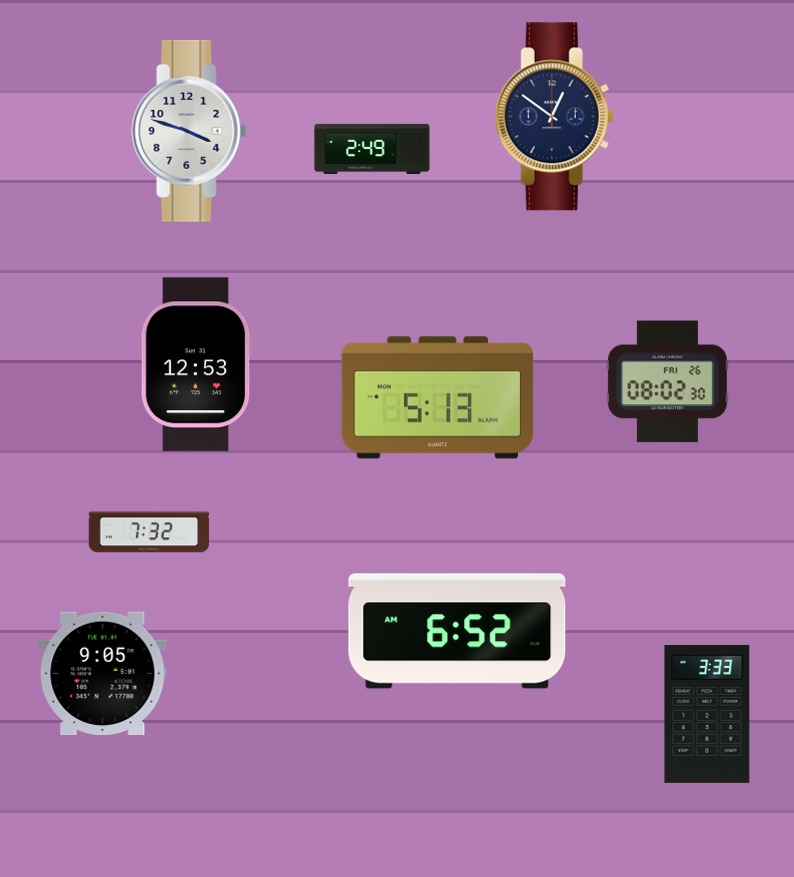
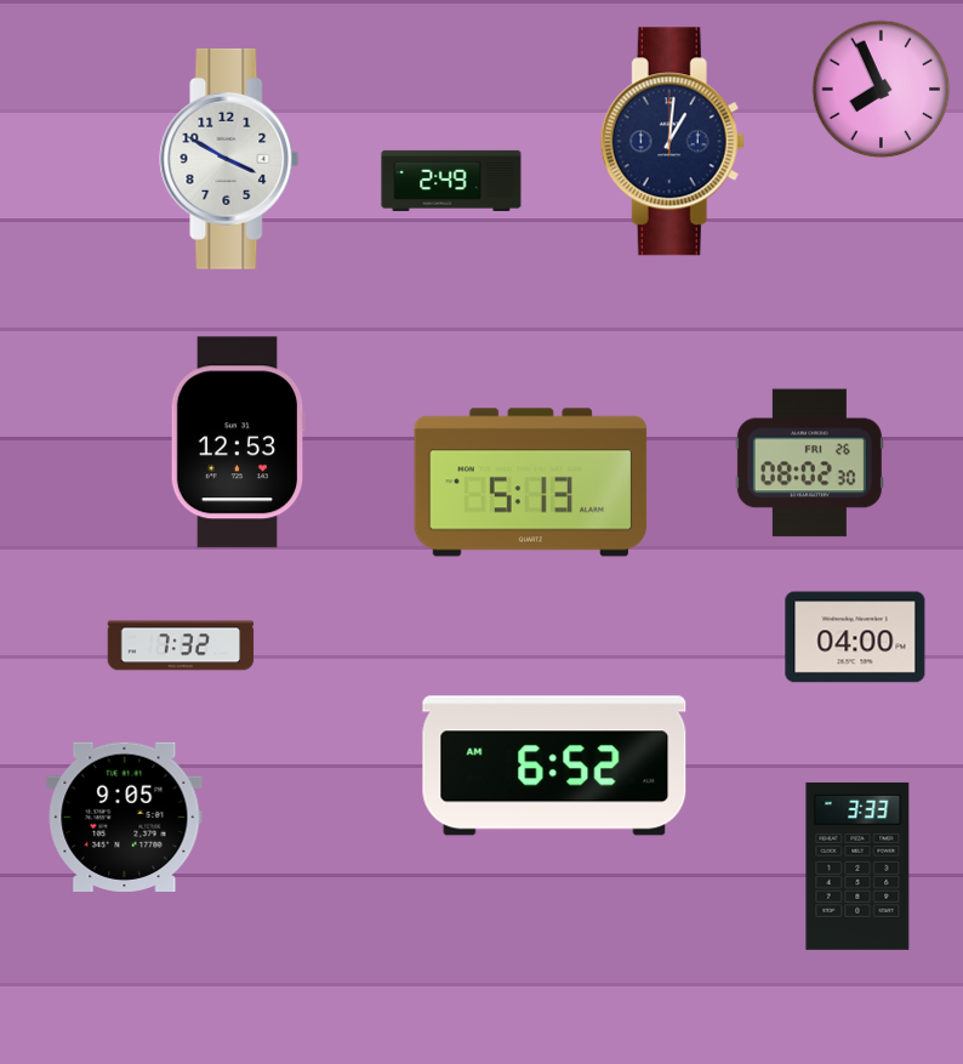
clock at (882, 90): none -> 7:56
clock at (554, 117): 12:51 -> 1:01
clock at (189, 131): 3:48 -> 3:50
clock at (855, 637): none -> 04:00
